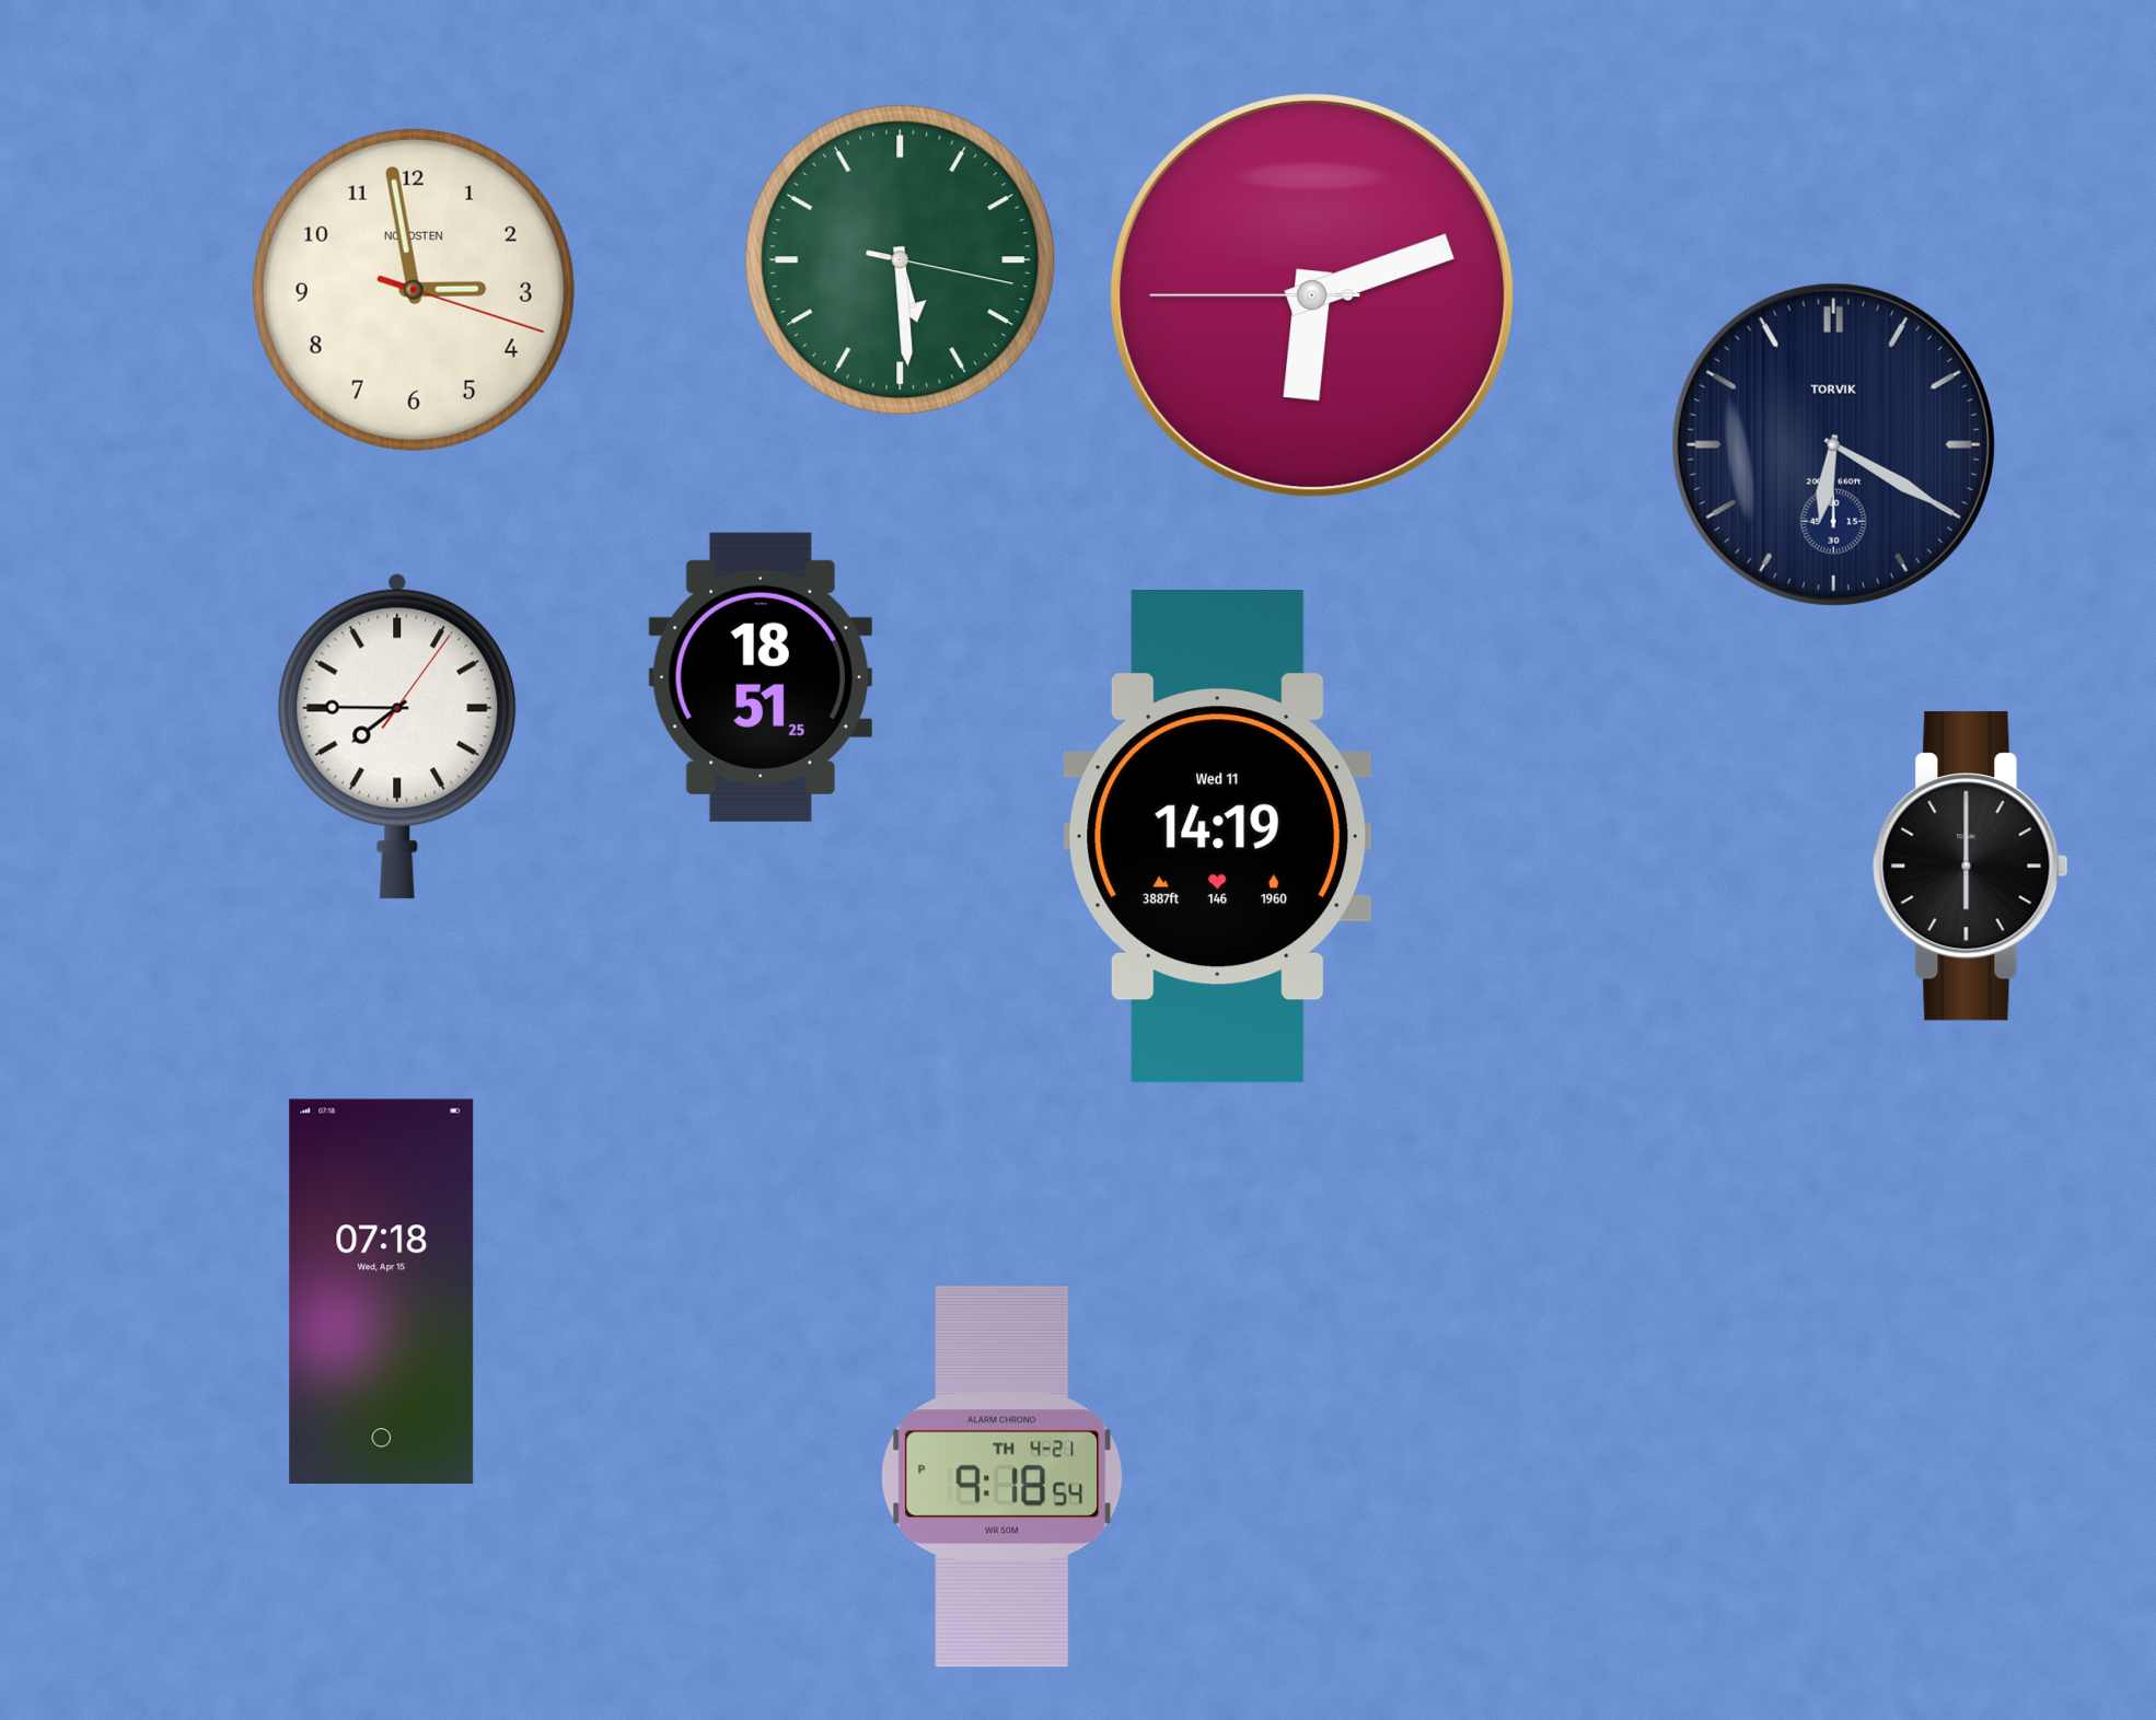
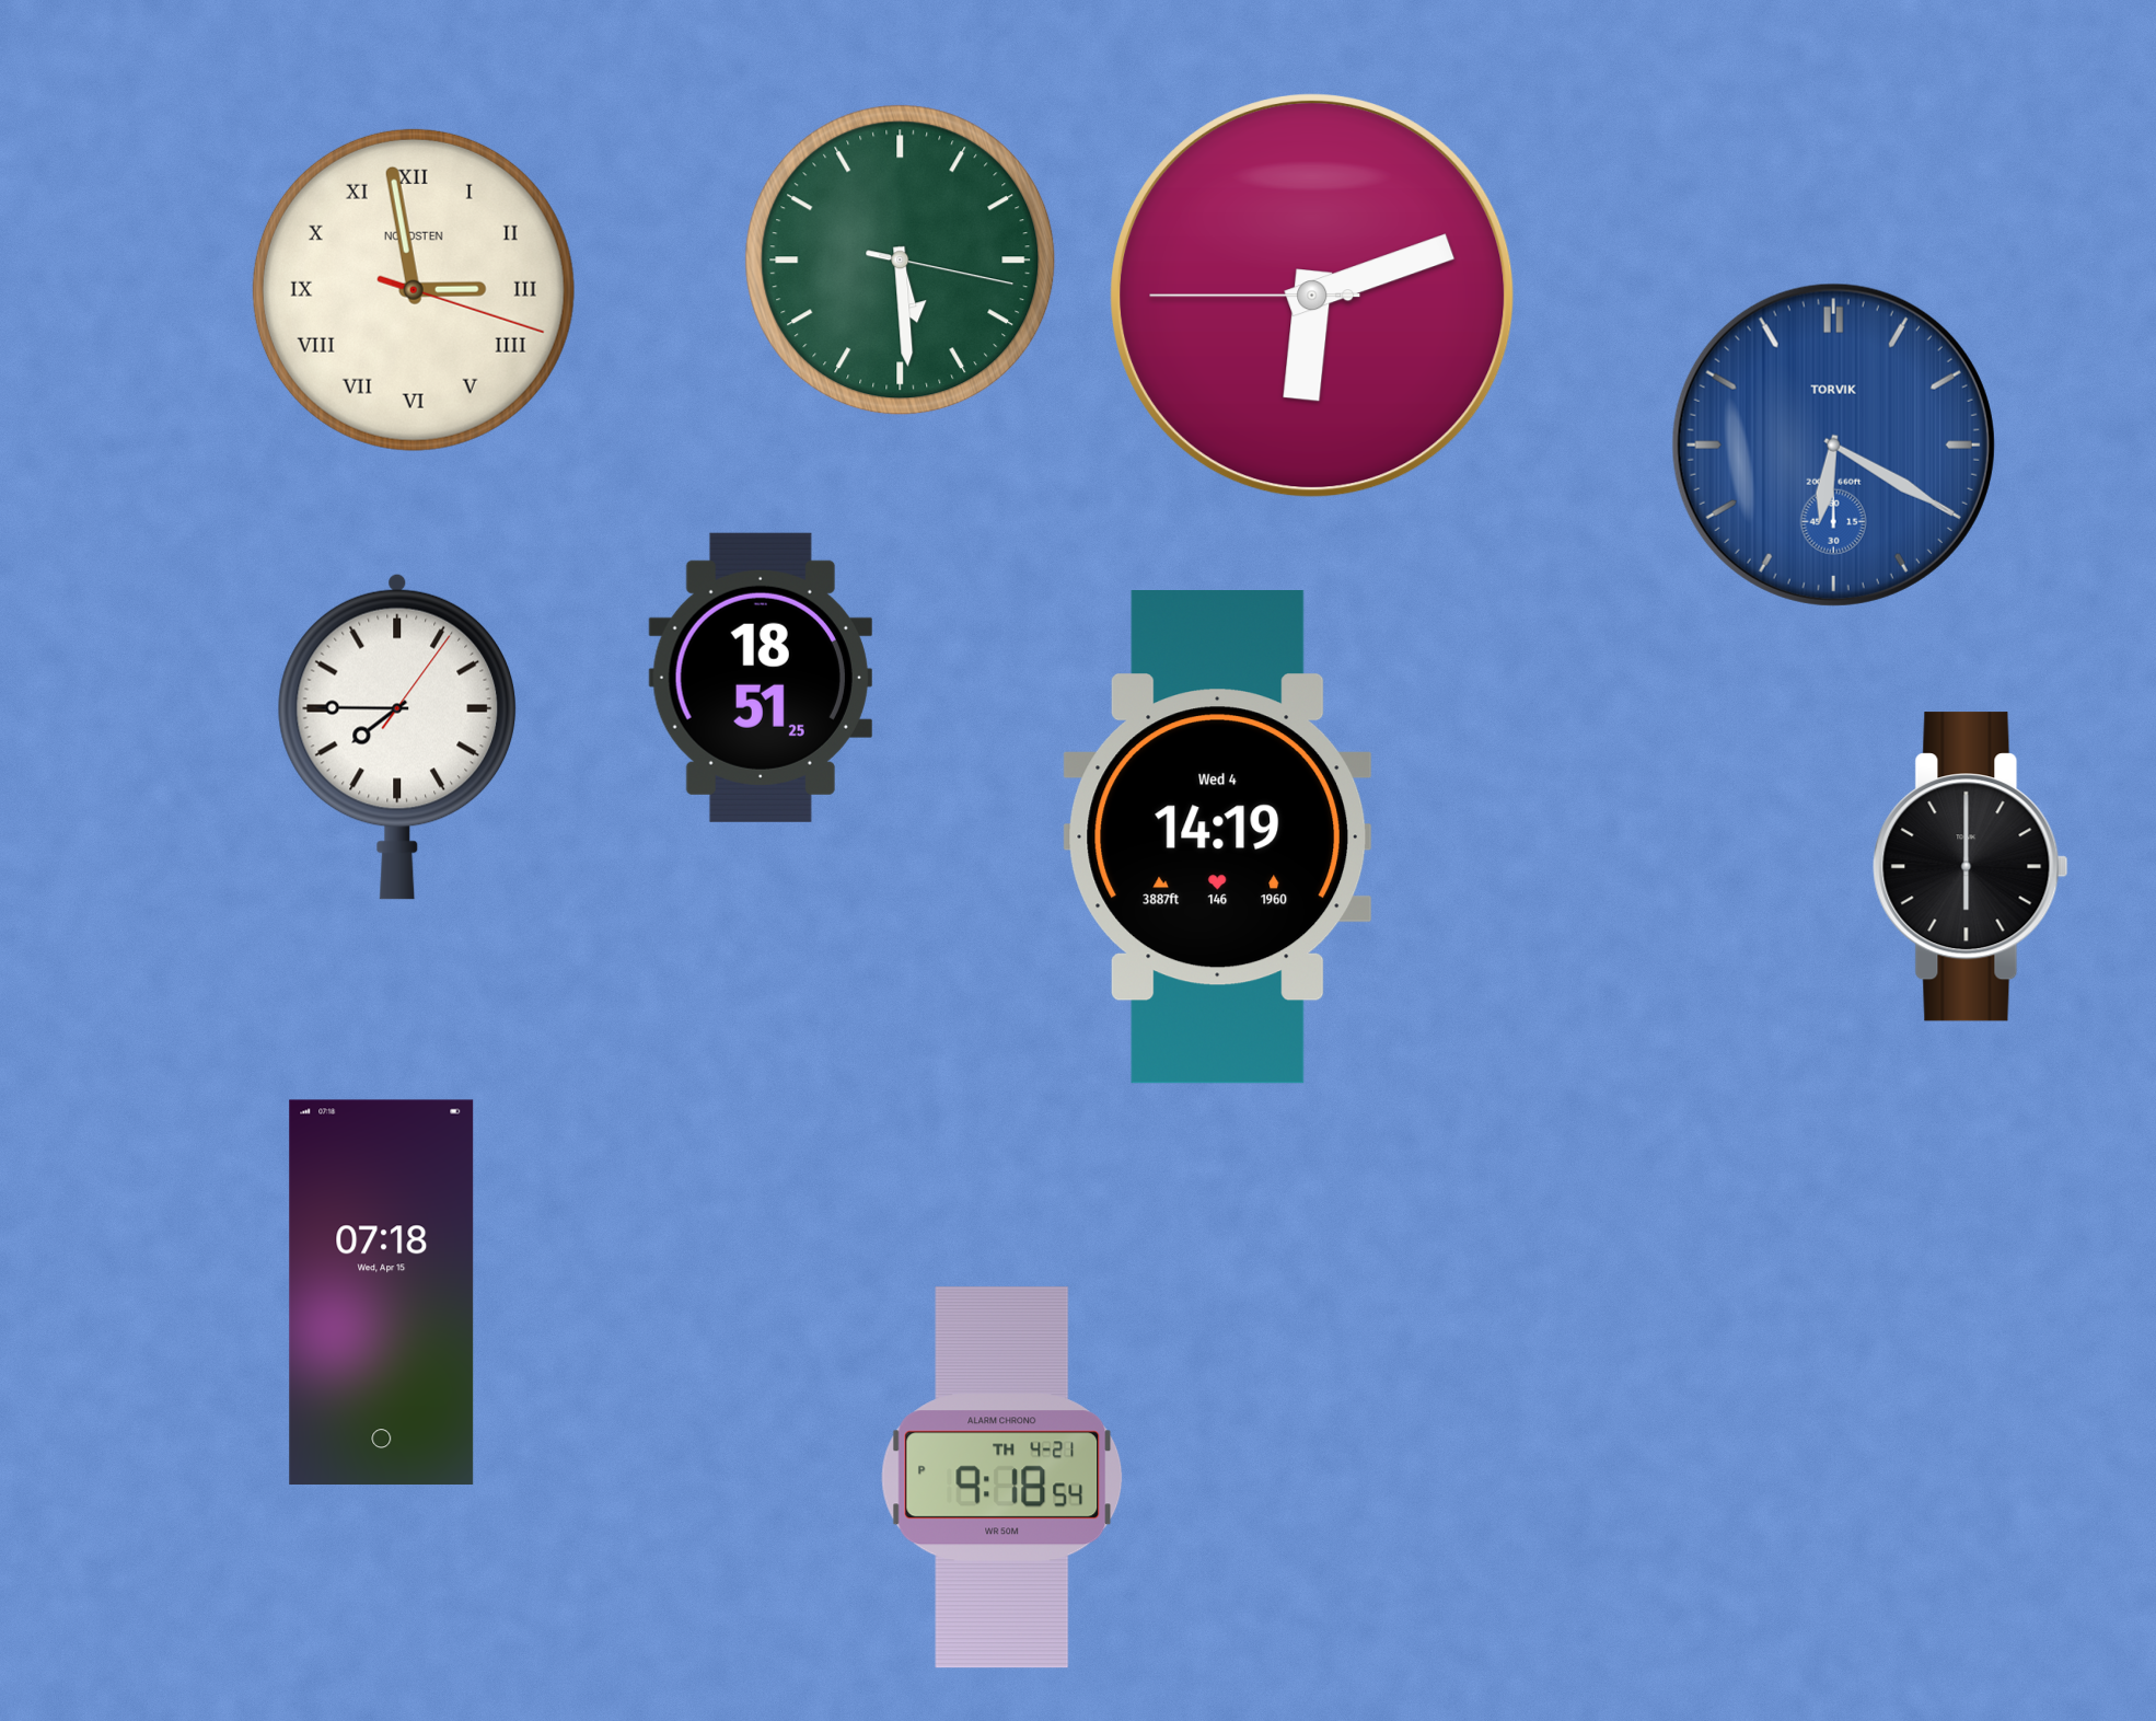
clock at (414, 290) numerals: Arabic -> Roman
clock at (1833, 444) dial: navy -> blue
clock at (1218, 837) date: Wed 11 -> Wed 4
